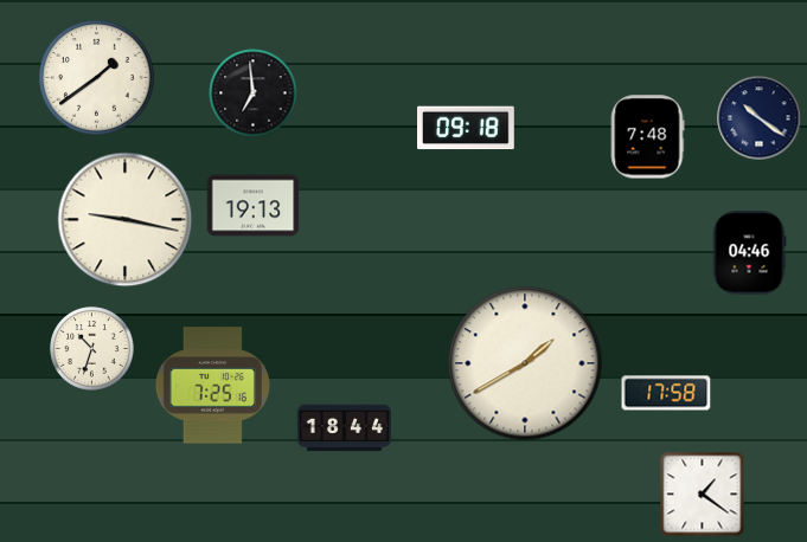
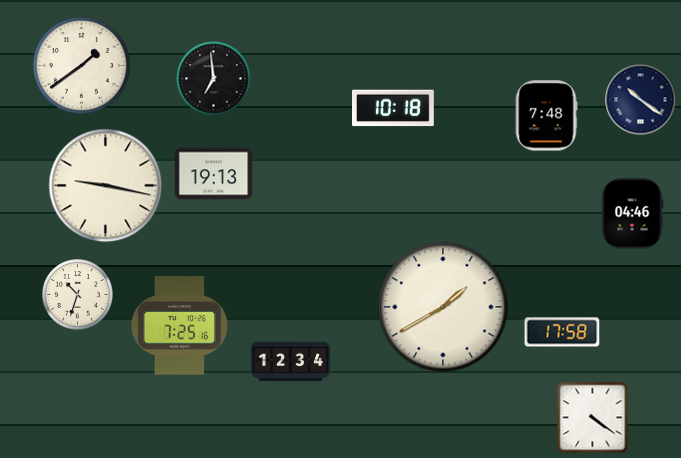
clock at (467, 128): 09:18 -> 10:18
clock at (344, 428): 18:44 -> 12:34
clock at (703, 495): 1:21 -> 4:21
